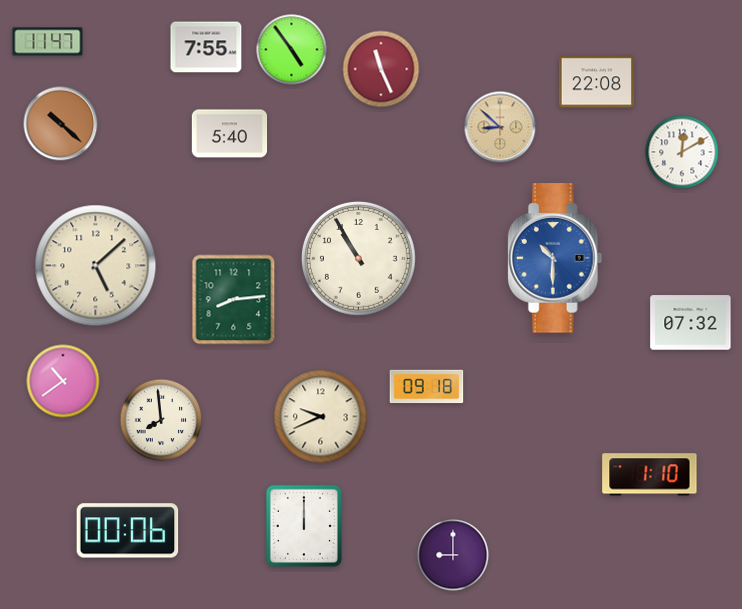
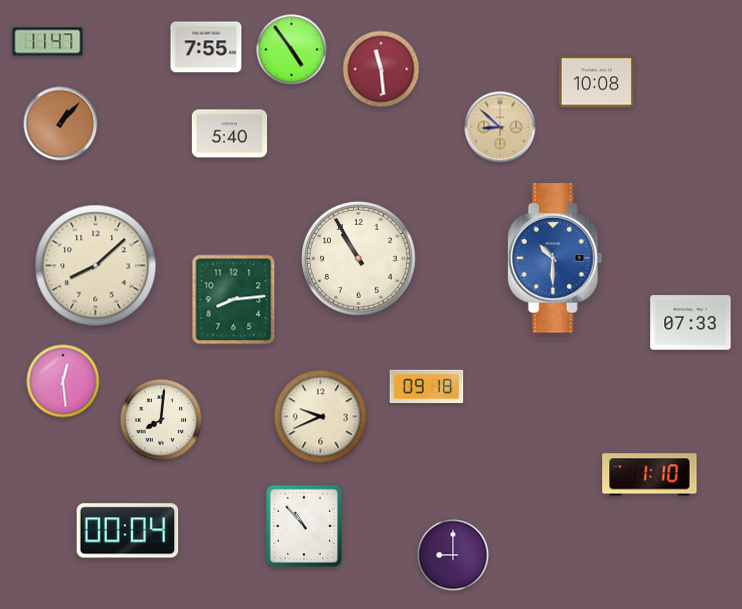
clock at (381, 69): 11:26 -> 11:29
clock at (597, 82): 22:08 -> 10:08
clock at (61, 124): 10:22 -> 1:07
clock at (682, 152): 12:10 -> none
clock at (96, 266): 5:08 -> 8:08
clock at (691, 323): 07:32 -> 07:33
clock at (63, 381): 10:39 -> 12:29
clock at (161, 420): 7:59 -> 8:01
clock at (304, 526): 12:00 -> 10:53
clock at (128, 531): 00:06 -> 00:04
